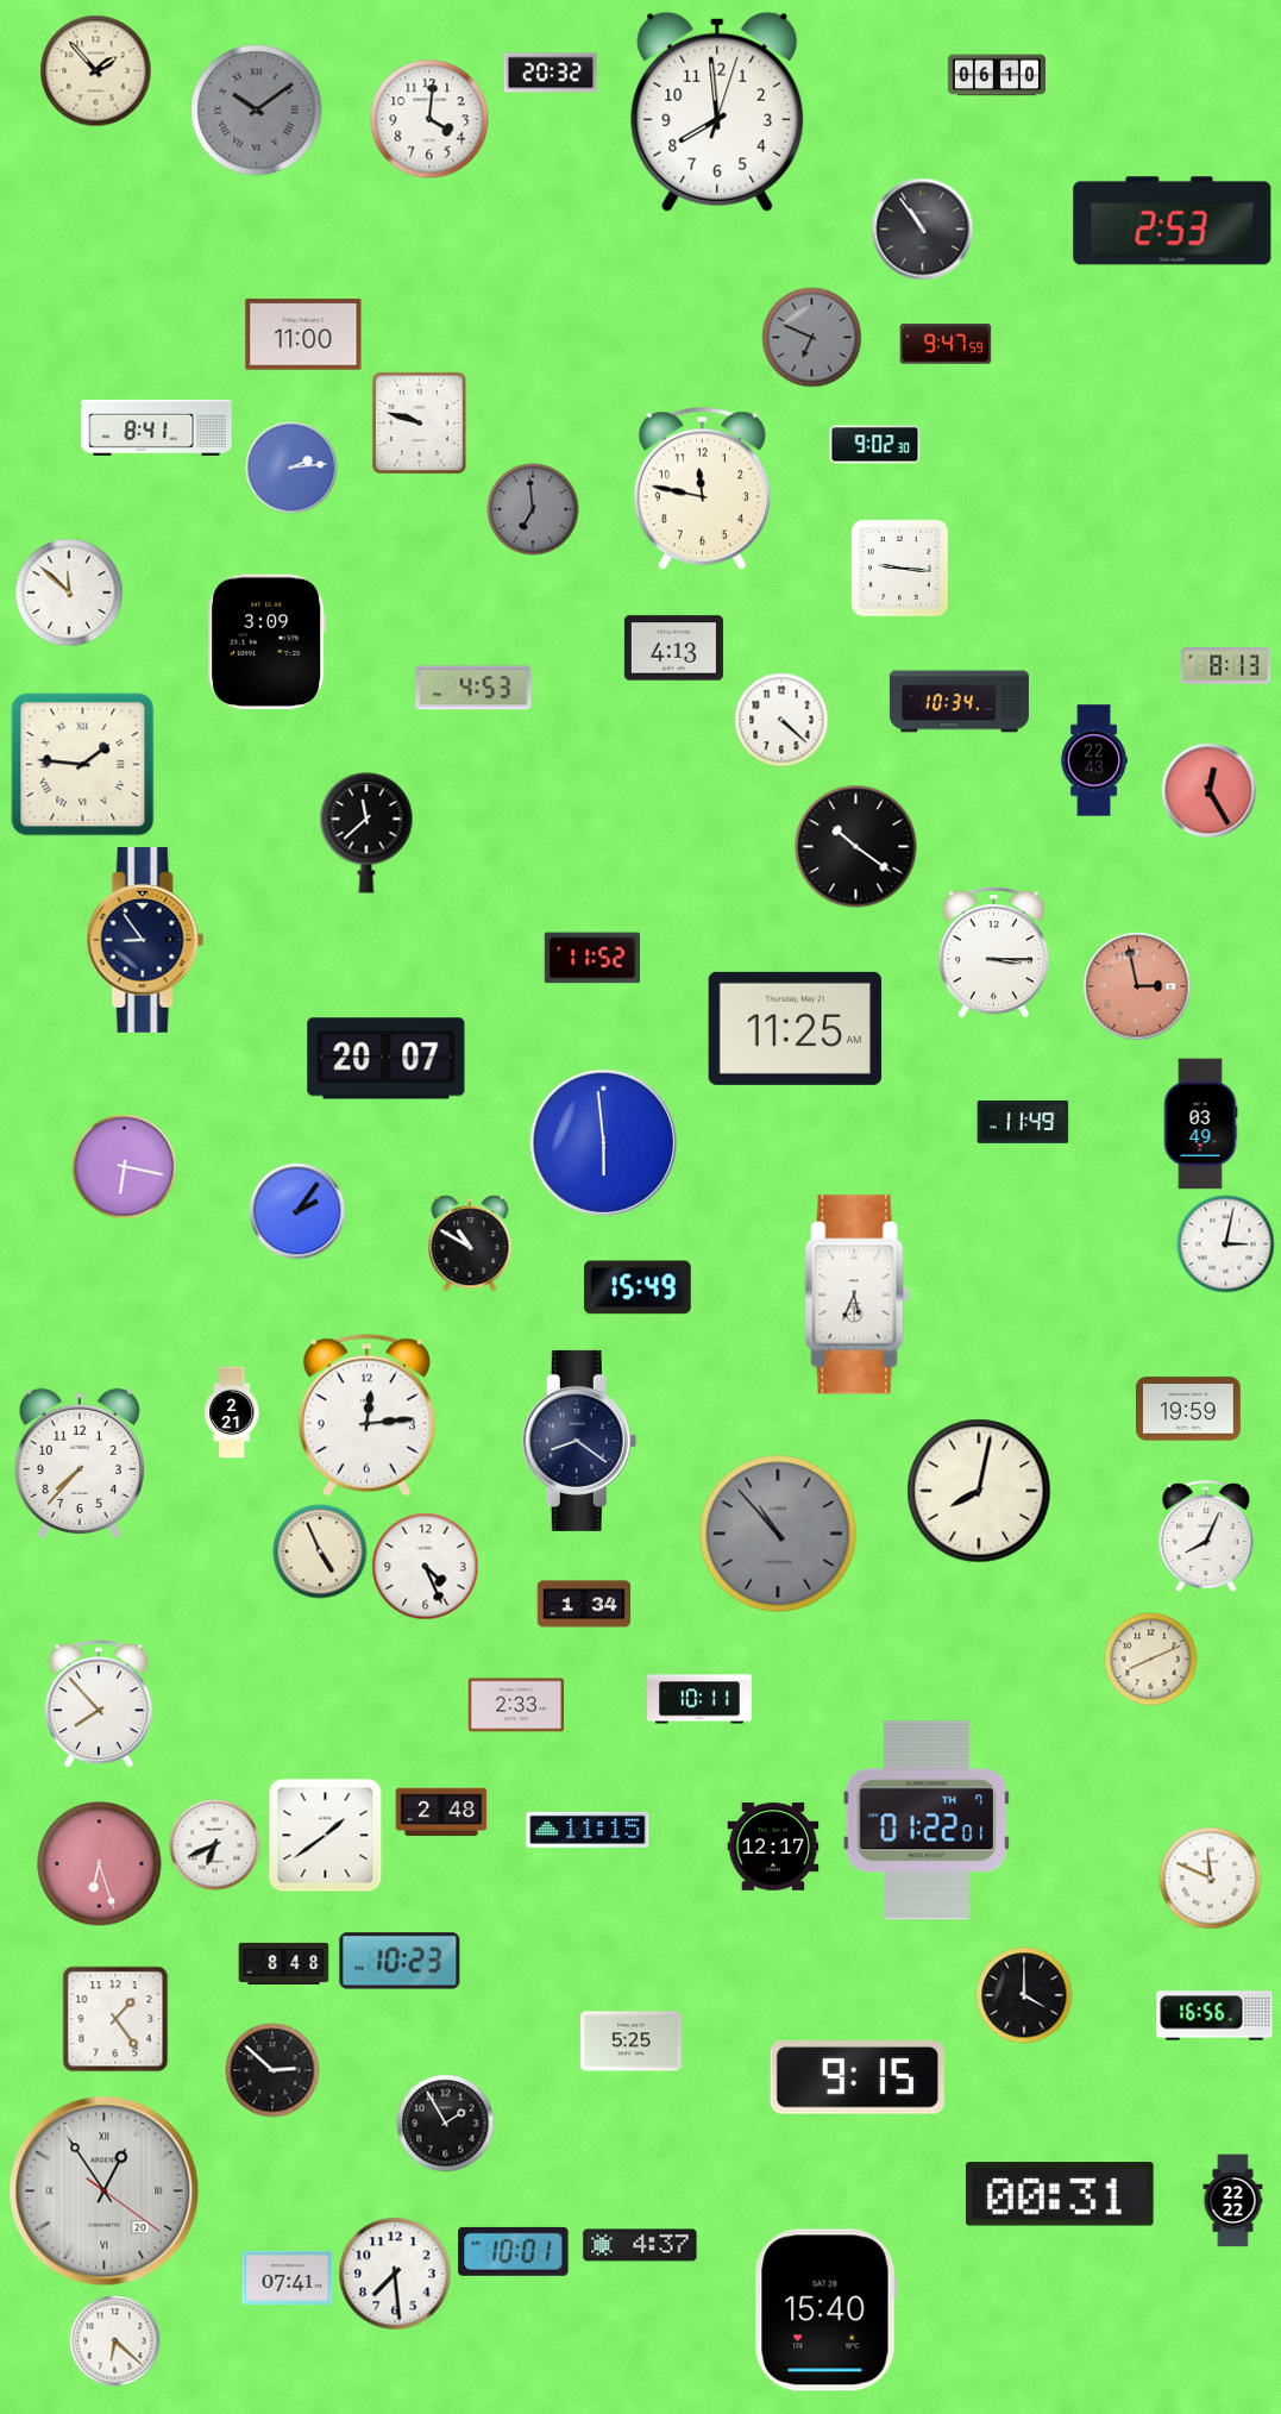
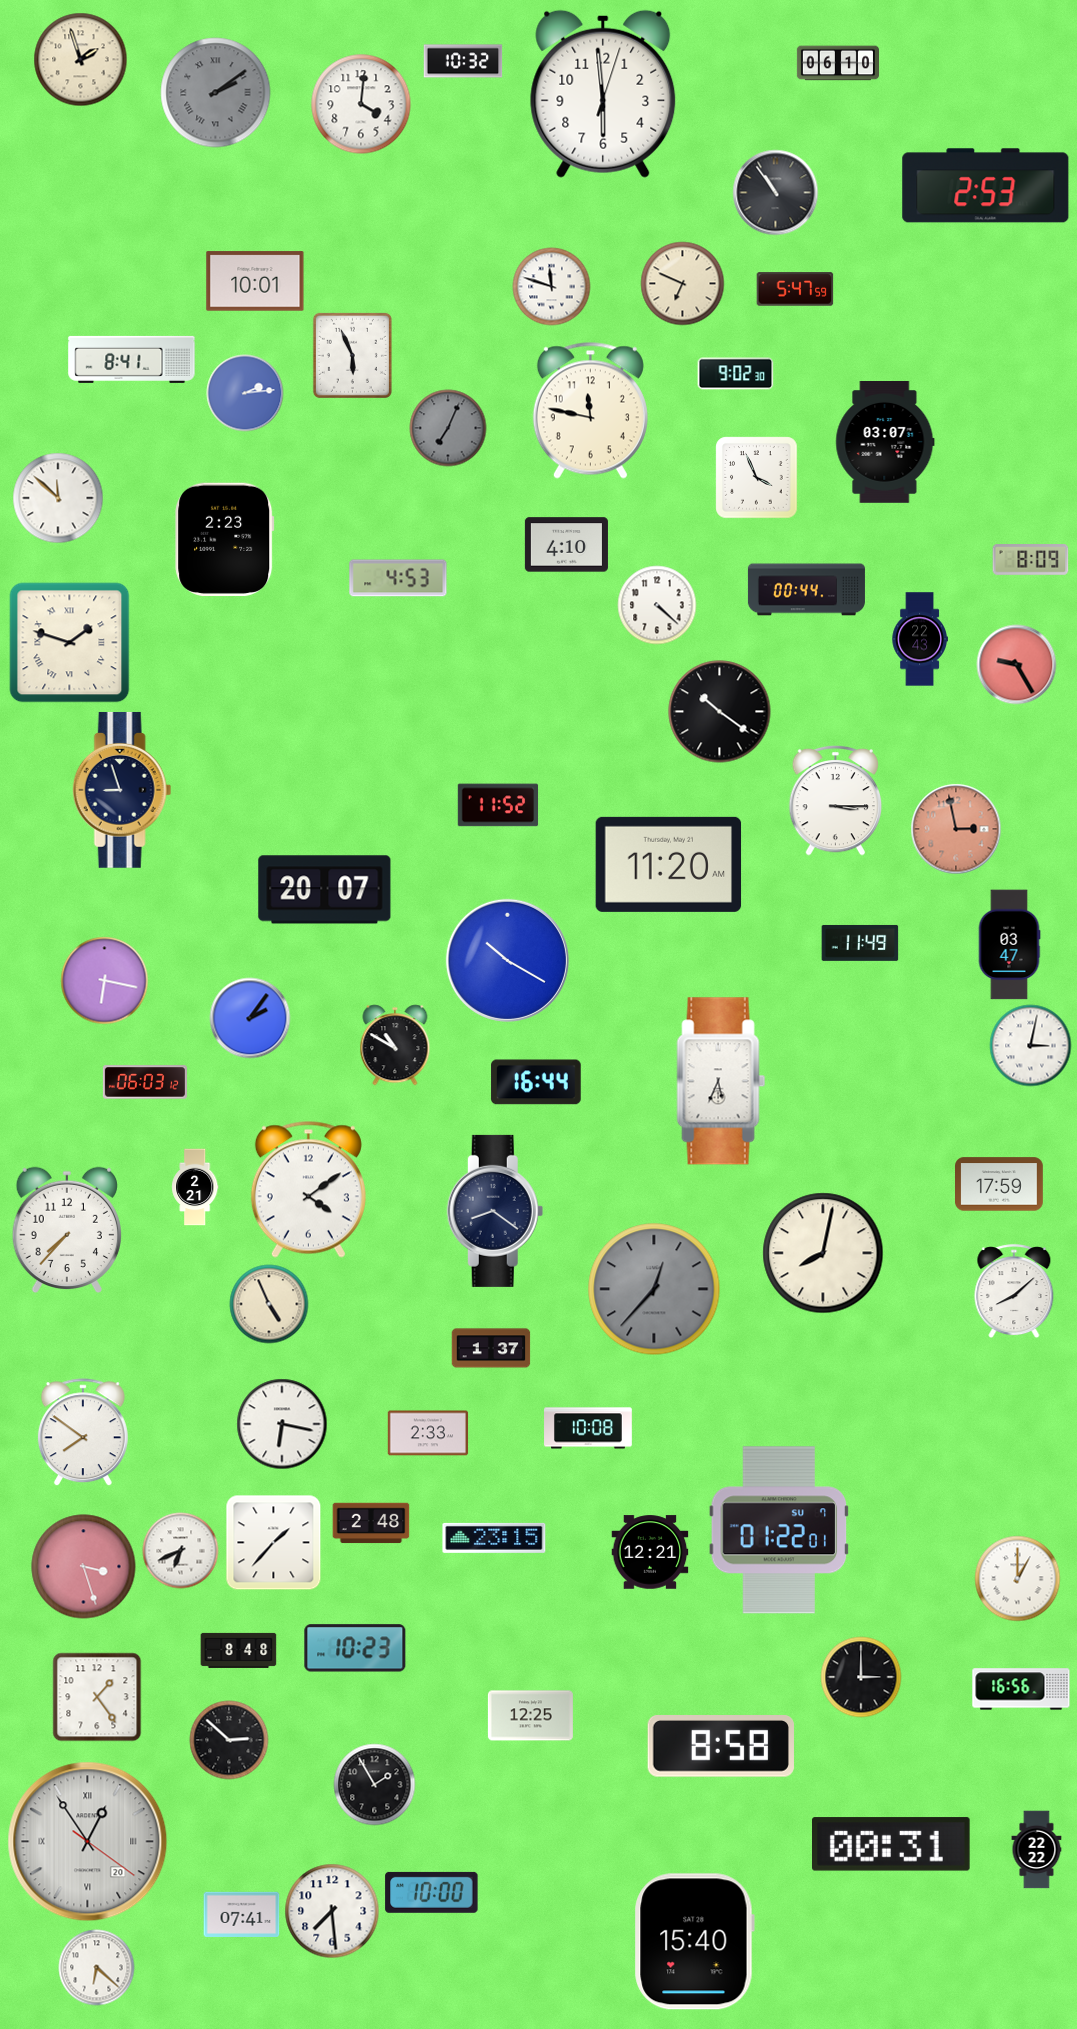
clock at (96, 71): 1:53 -> 1:57
clock at (551, 73): 20:32 -> 10:32
clock at (257, 111): 10:09 -> 2:09
clock at (717, 112): 7:59 -> 5:59
clock at (429, 119) position: (429, 119) -> (361, 104)
clock at (303, 334): 11:00 -> 10:01
clock at (812, 338) dial: grey -> cream
clock at (552, 287): none -> 11:48
clock at (946, 344): 9:47 -> 5:47
clock at (419, 422): 9:48 -> 5:56
clock at (533, 509): 6:59 -> 7:04
clock at (885, 443): none -> 03:07
clock at (900, 569): 9:16 -> 3:56
clock at (268, 641): 3:09 -> 2:23
clock at (673, 648): 4:13 -> 4:10
clock at (1226, 666): 8:13 -> 8:09
clock at (959, 702): 10:34 -> 00:44
clock at (83, 765): 1:46 -> 1:48
clock at (1210, 791): 12:25 -> 9:25
clock at (366, 833): 11:38 -> none
clock at (145, 940): 8:54 -> 8:57
clock at (796, 1028): 11:25 -> 11:20
clock at (1200, 1124): 03:49 -> 03:47
clock at (603, 1142): 5:59 -> 10:20
clock at (145, 1082): none -> 06:03
clock at (638, 1287): 15:49 -> 16:44
clock at (858, 1294) position: (858, 1294) -> (721, 1081)
clock at (1189, 1409): 19:59 -> 17:59
clock at (366, 1415): 12:14 -> 4:09
clock at (579, 1441) position: (579, 1441) -> (495, 1211)
clock at (778, 1534): 10:53 -> 12:37
clock at (1206, 1537): 8:04 -> 8:08
clock at (426, 1567): 4:26 -> none
clock at (584, 1604): 1:34 -> 1:37
clock at (1151, 1660): 8:11 -> none
clock at (282, 1424): none -> 6:17
clock at (699, 1699): 10:11 -> 10:08
clock at (99, 1705): 7:53 -> 7:51
clock at (516, 1705) position: (516, 1705) -> (428, 1433)
clock at (927, 1820) date: TH 7 -> SU 7
clock at (588, 1830): 11:15 -> 23:15
clock at (326, 1836): 1:39 -> 1:37
clock at (773, 1846): 12:17 -> 12:21
clock at (100, 1864): 6:27 -> 3:27
clock at (1211, 1879): 11:49 -> 1:00
clock at (400, 1961) position: (400, 1961) -> (355, 1648)
clock at (1024, 1995): 4:00 -> 3:00
clock at (1214, 2015) position: (1214, 2015) -> (1021, 1689)
clock at (630, 2042): 5:25 -> 12:25
clock at (858, 2078): 9:15 -> 8:58
clock at (640, 2245): 4:37 -> none
clock at (514, 2251): 10:01 -> 10:00
